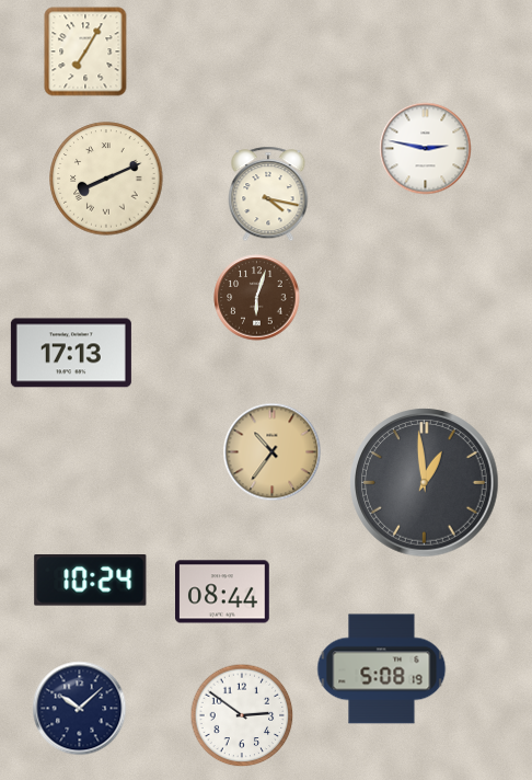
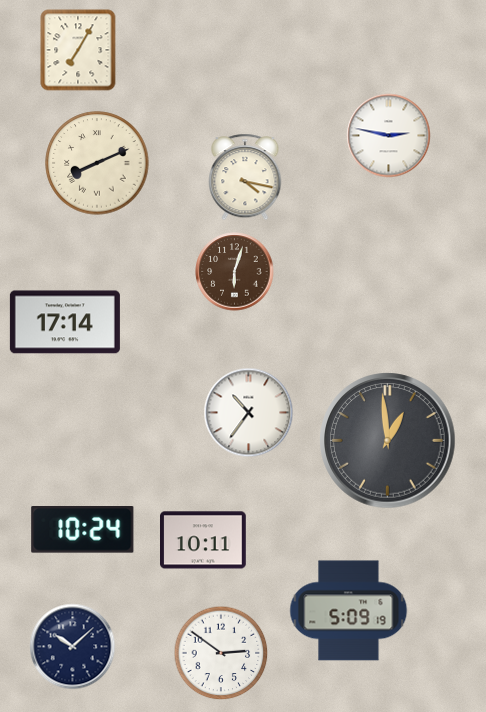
clock at (85, 51) position: (85, 51) -> (78, 50)
clock at (71, 353): 17:13 -> 17:14
clock at (273, 452) dial: champagne -> white
clock at (223, 592): 08:44 -> 10:11
clock at (382, 669): 5:08 -> 5:09
